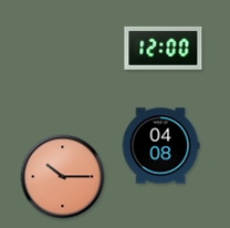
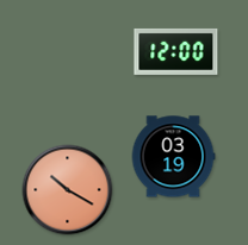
clock at (160, 146): 04:08 -> 03:19
clock at (63, 177): 10:15 -> 10:20
